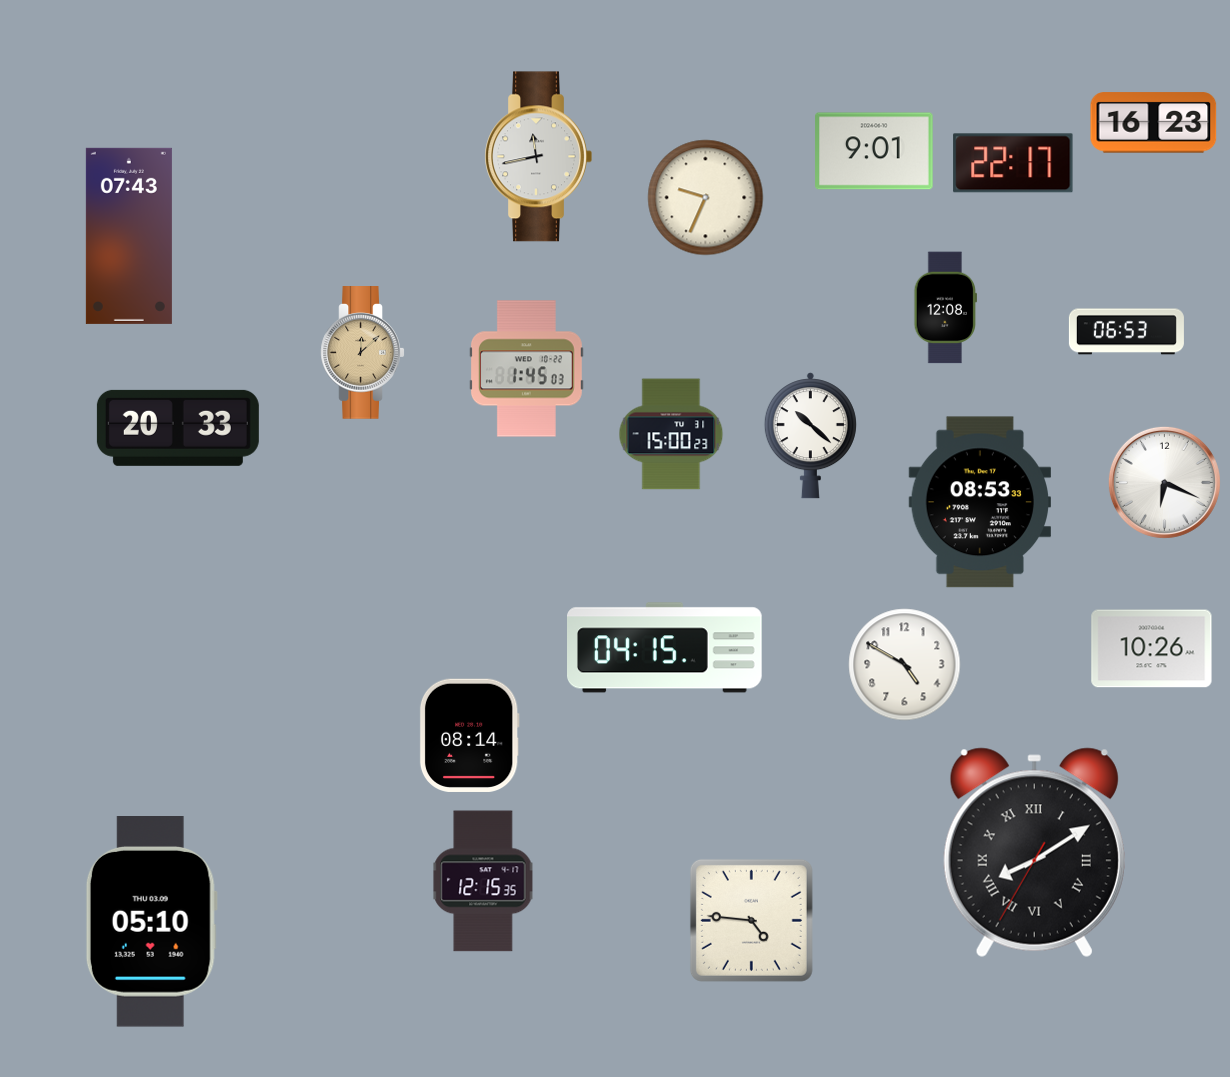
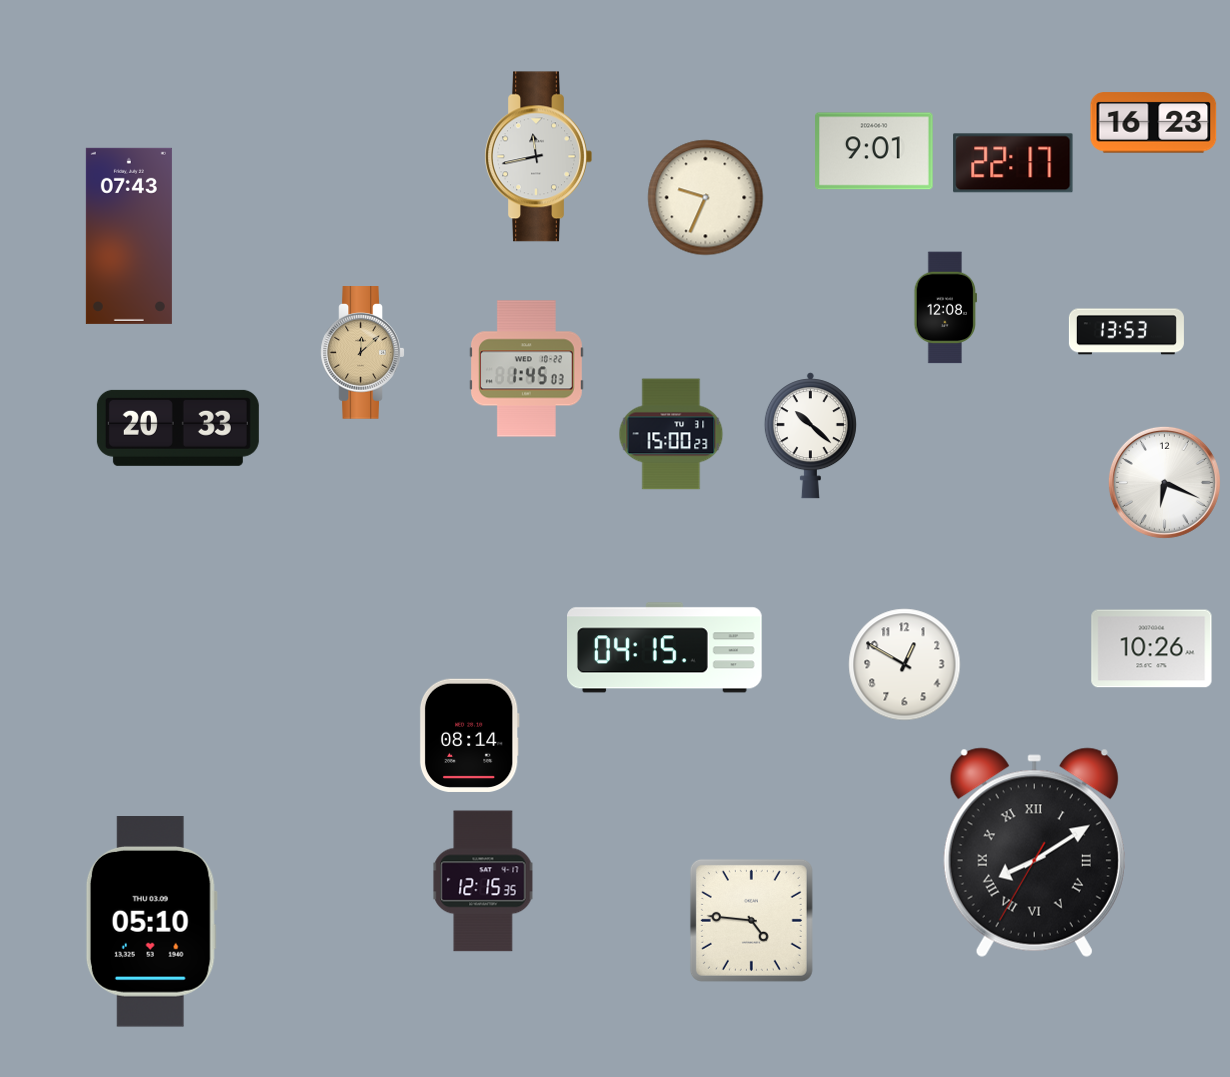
clock at (1126, 332): 06:53 -> 13:53
clock at (979, 502): 08:53 -> none
clock at (905, 665): 4:50 -> 12:50
